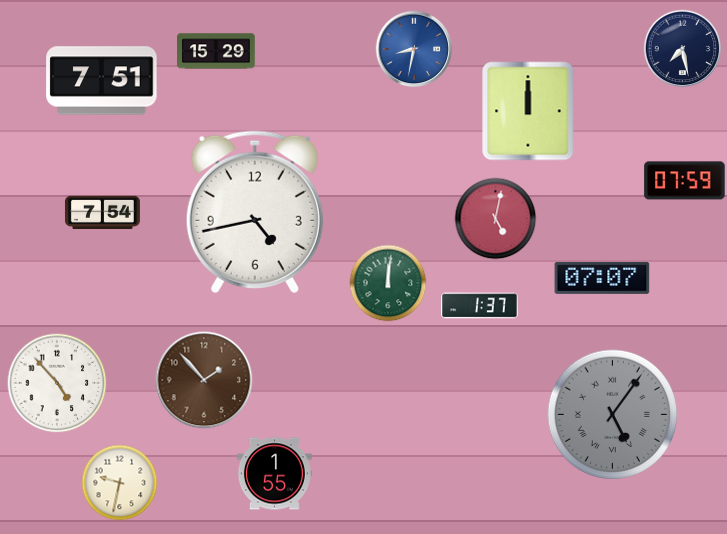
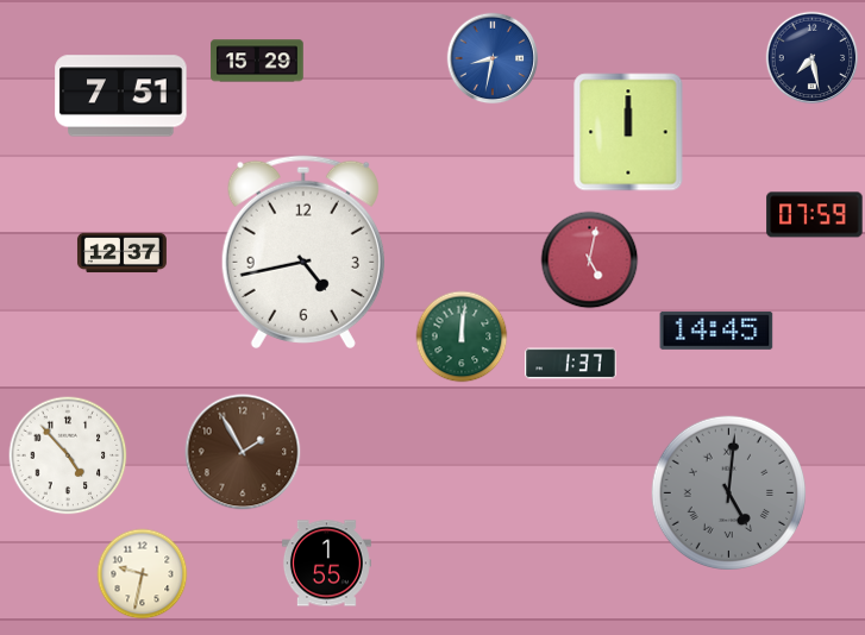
clock at (102, 213): 7:54 -> 12:37
clock at (602, 278): 07:07 -> 14:45
clock at (204, 380): 1:53 -> 1:55
clock at (612, 414): 5:06 -> 5:01
